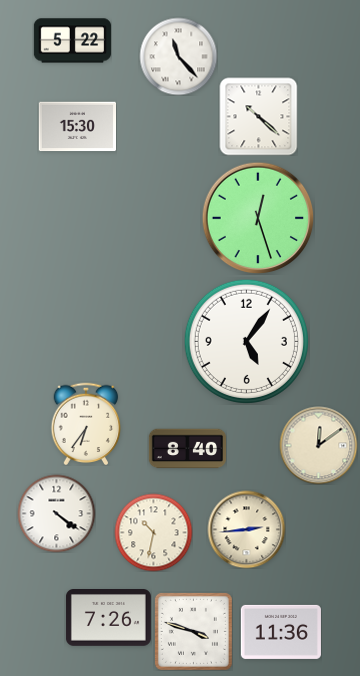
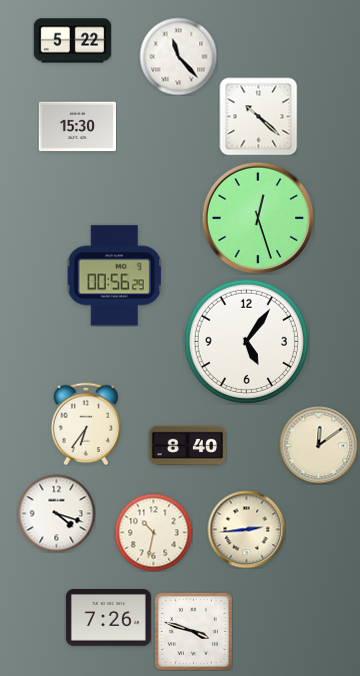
clock at (115, 276): none -> 00:56
clock at (187, 449) position: (187, 449) -> (187, 446)
clock at (56, 513): 4:21 -> 4:18
clock at (281, 632): 11:36 -> none
